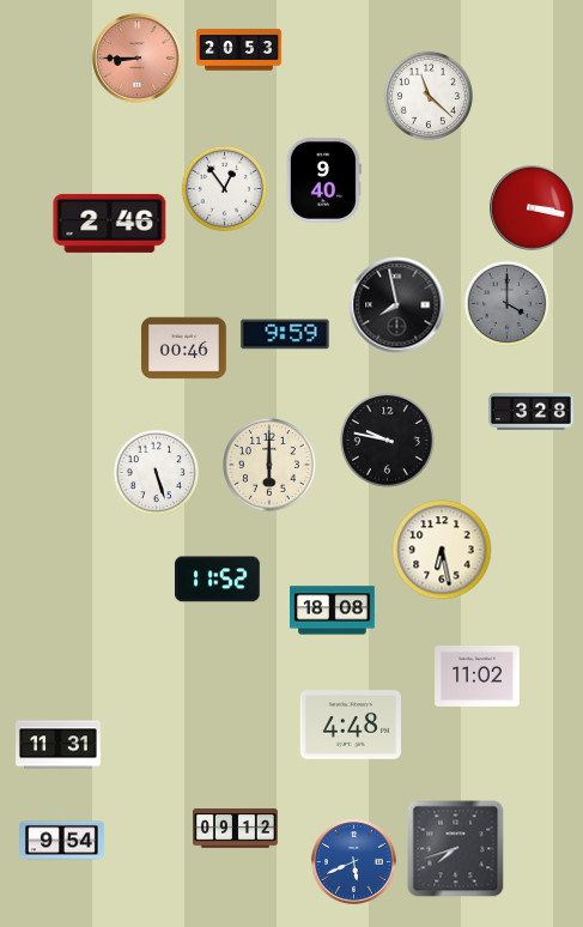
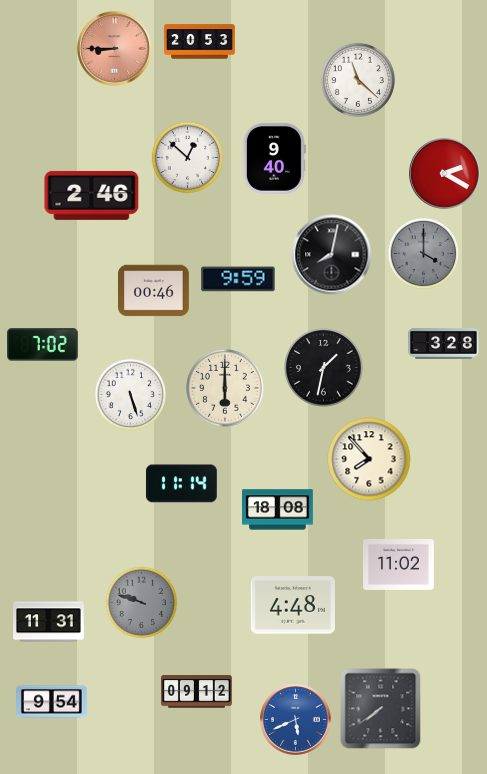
clock at (323, 180) position: (323, 180) -> (274, 158)
clock at (225, 189): 12:54 -> 12:52
clock at (533, 208): 3:17 -> 2:20
clock at (110, 223) position: (110, 223) -> (92, 195)
clock at (397, 305): 7:58 -> 8:02
clock at (43, 345): none -> 7:02
clock at (388, 441): 9:47 -> 1:32
clock at (442, 550): 6:28 -> 7:53
clock at (217, 580): 11:52 -> 11:14
clock at (142, 603): none -> 9:48
clock at (456, 849): 7:42 -> 7:39
